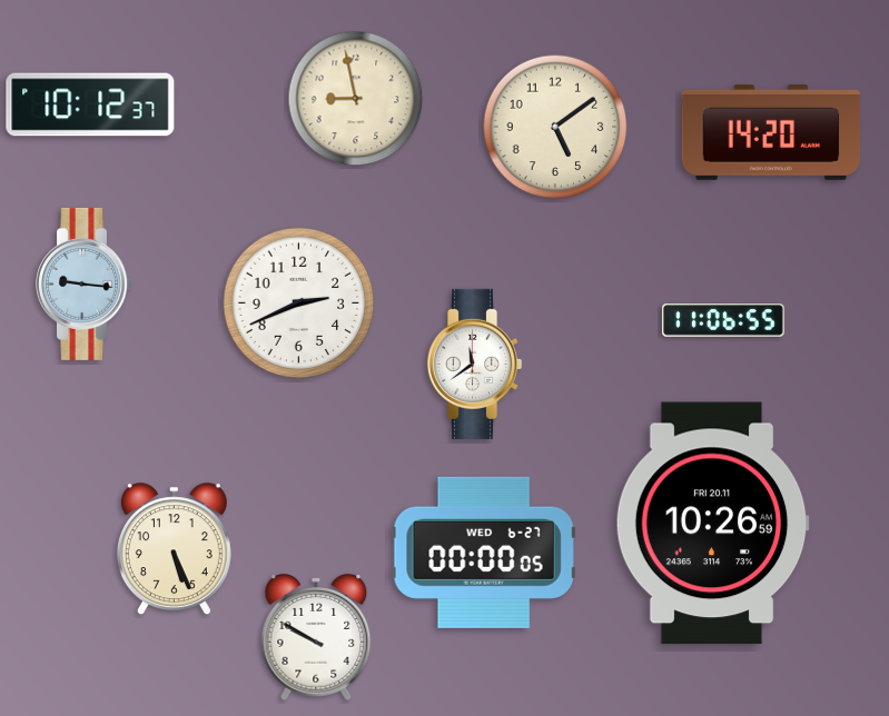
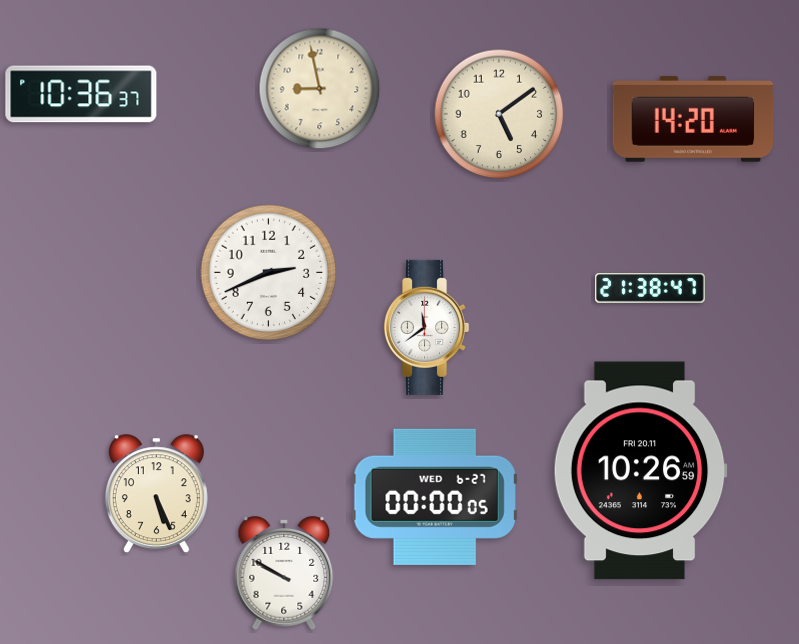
clock at (90, 105): 10:12 -> 10:36
clock at (85, 284): 9:16 -> none
clock at (724, 320): 11:06 -> 21:38
